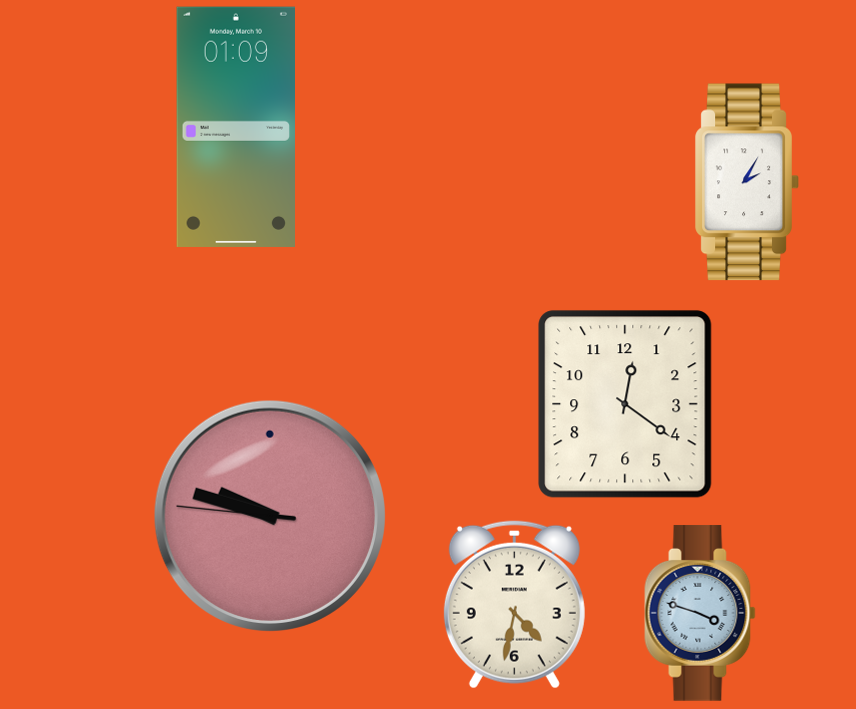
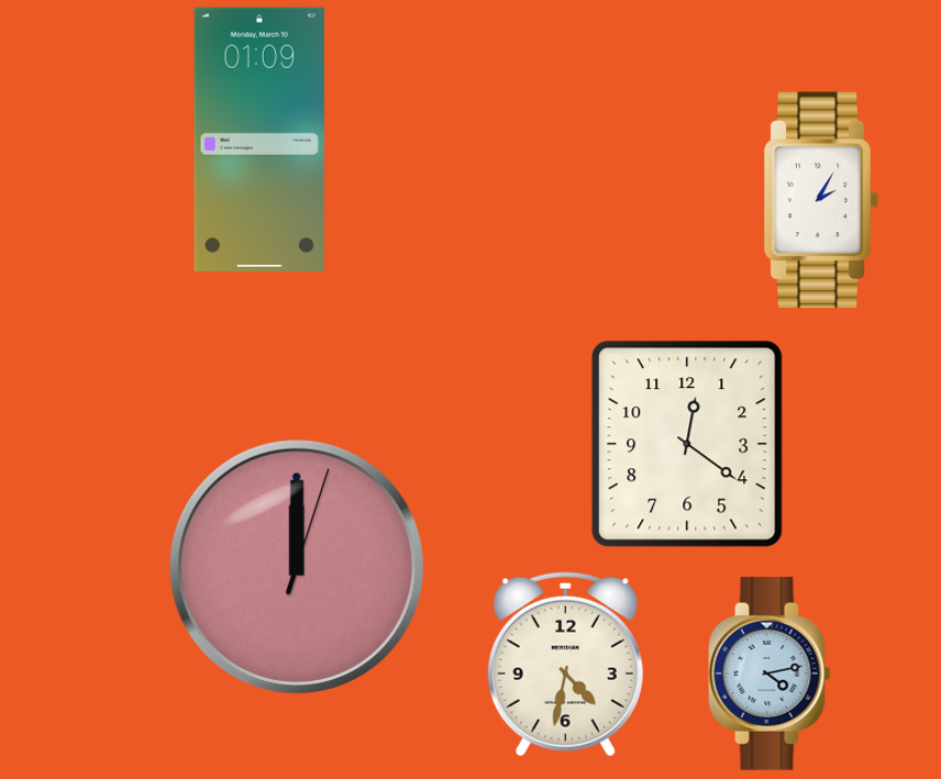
clock at (270, 516): 9:47 -> 12:00
clock at (700, 613): 3:48 -> 4:13
